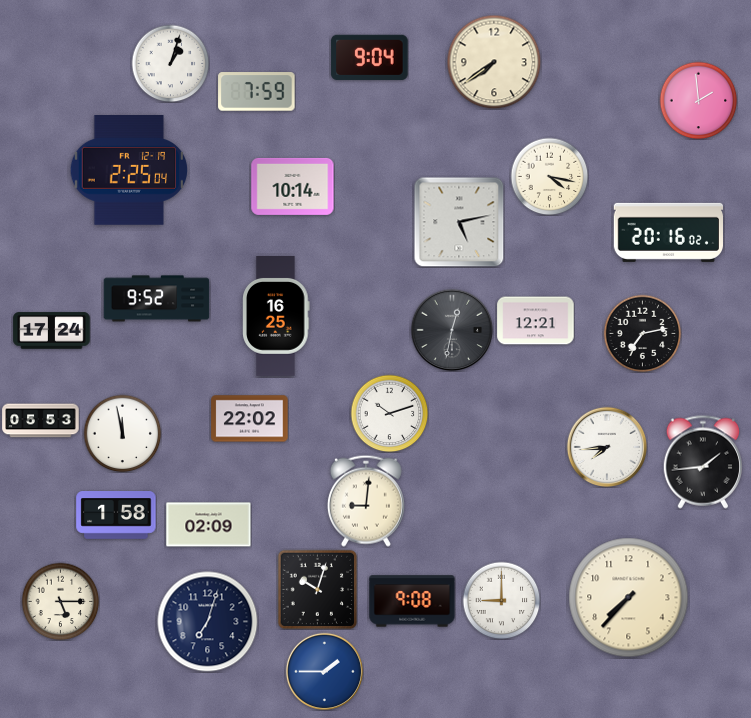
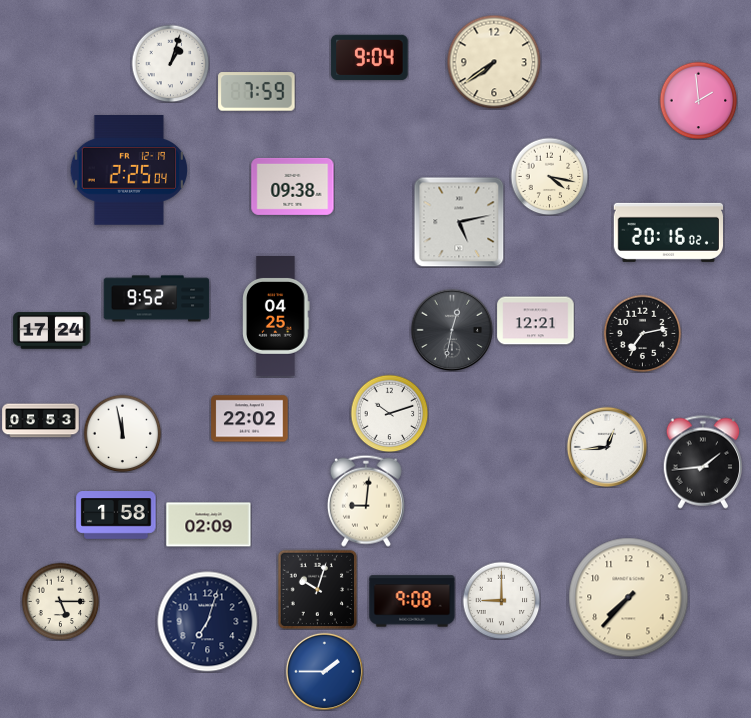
clock at (293, 186): 10:14 -> 09:38
clock at (276, 317): 16:25 -> 04:25
clock at (607, 447): 7:44 -> 12:44
